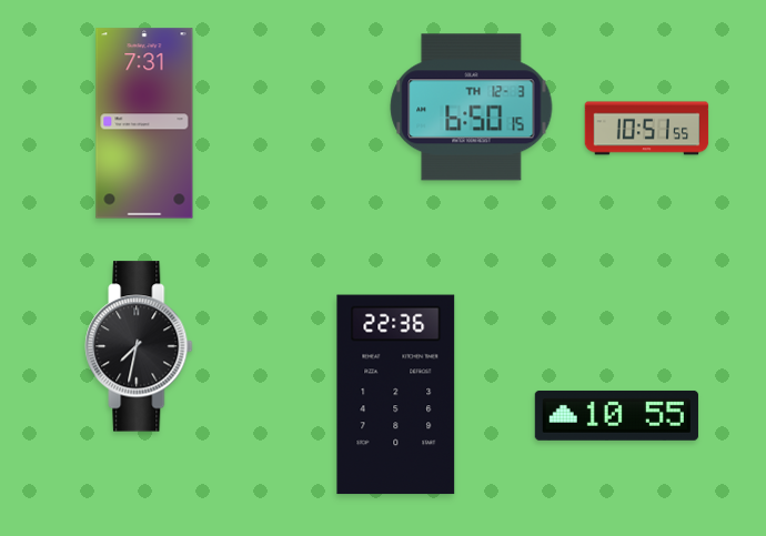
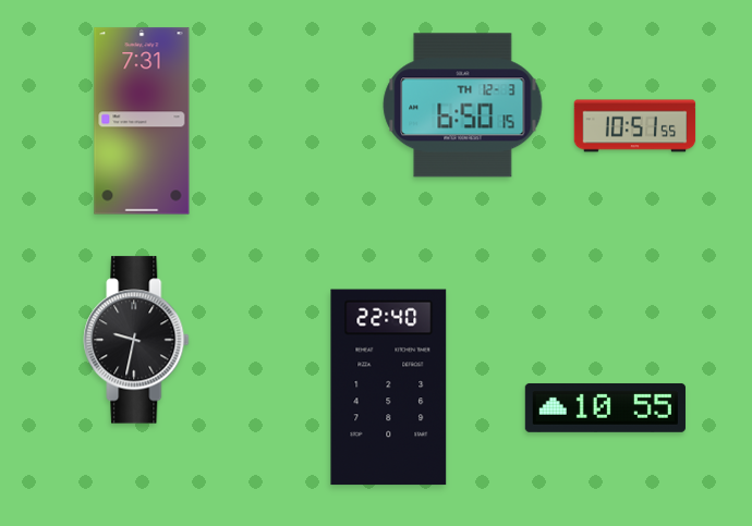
clock at (139, 346): 7:32 -> 9:32
clock at (396, 395): 22:36 -> 22:40
